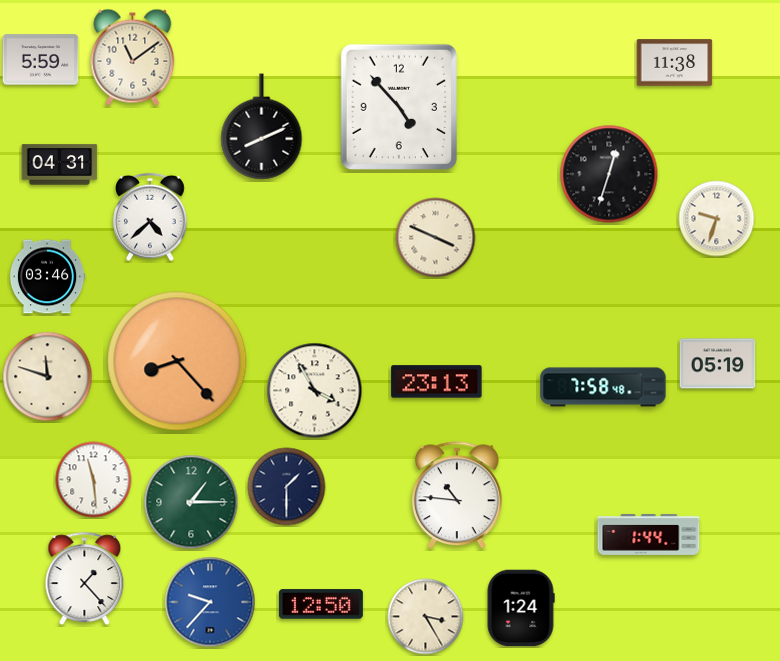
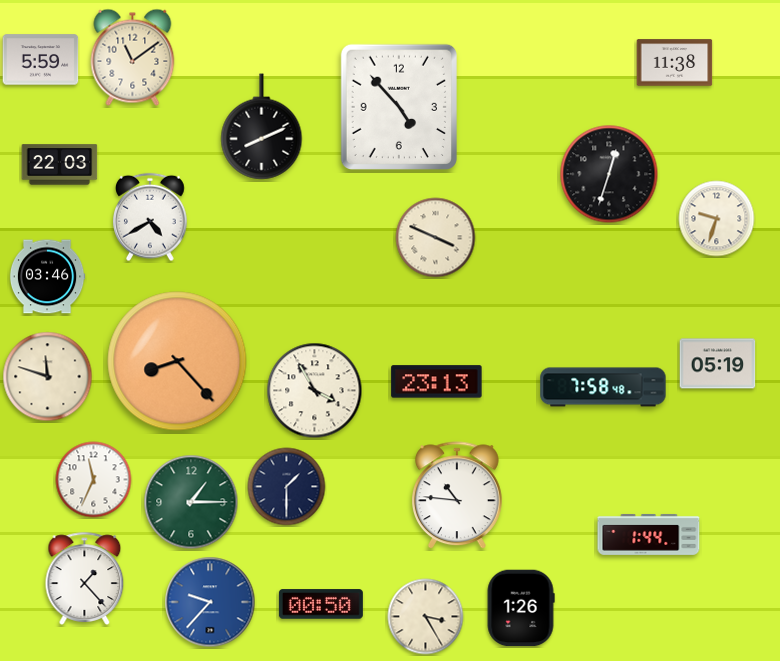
clock at (60, 165): 04:31 -> 22:03
clock at (151, 217): 4:38 -> 4:40
clock at (94, 480): 11:29 -> 11:34
clock at (321, 604): 12:50 -> 00:50
clock at (521, 608): 1:24 -> 1:26
